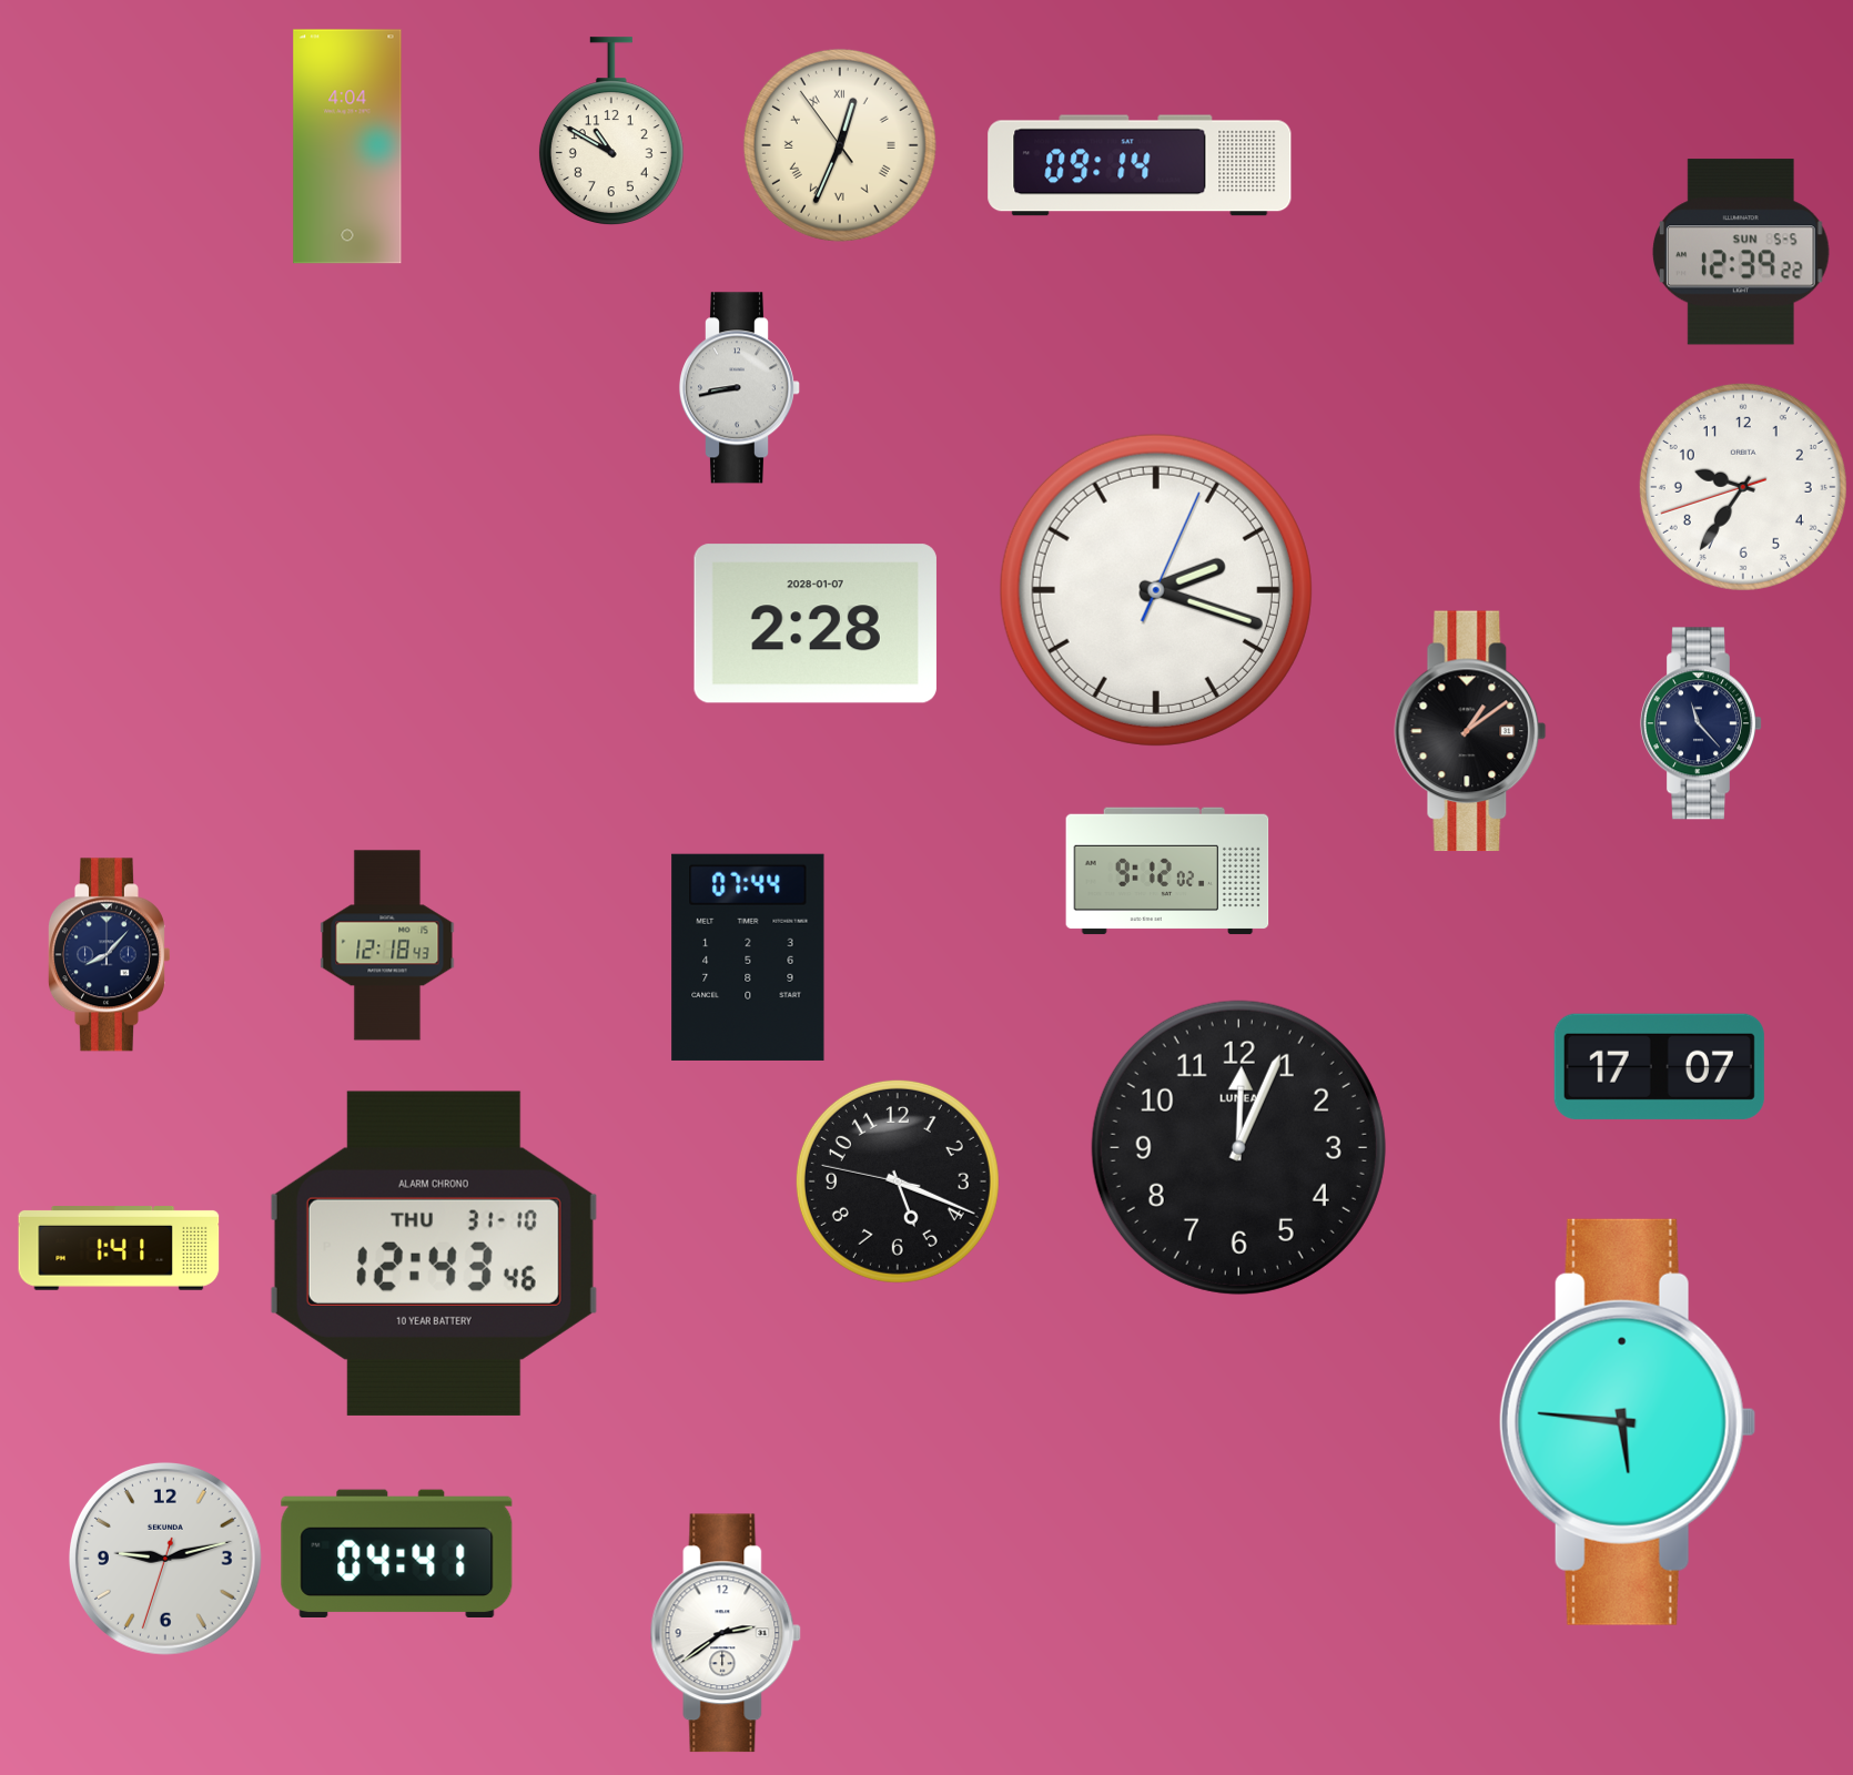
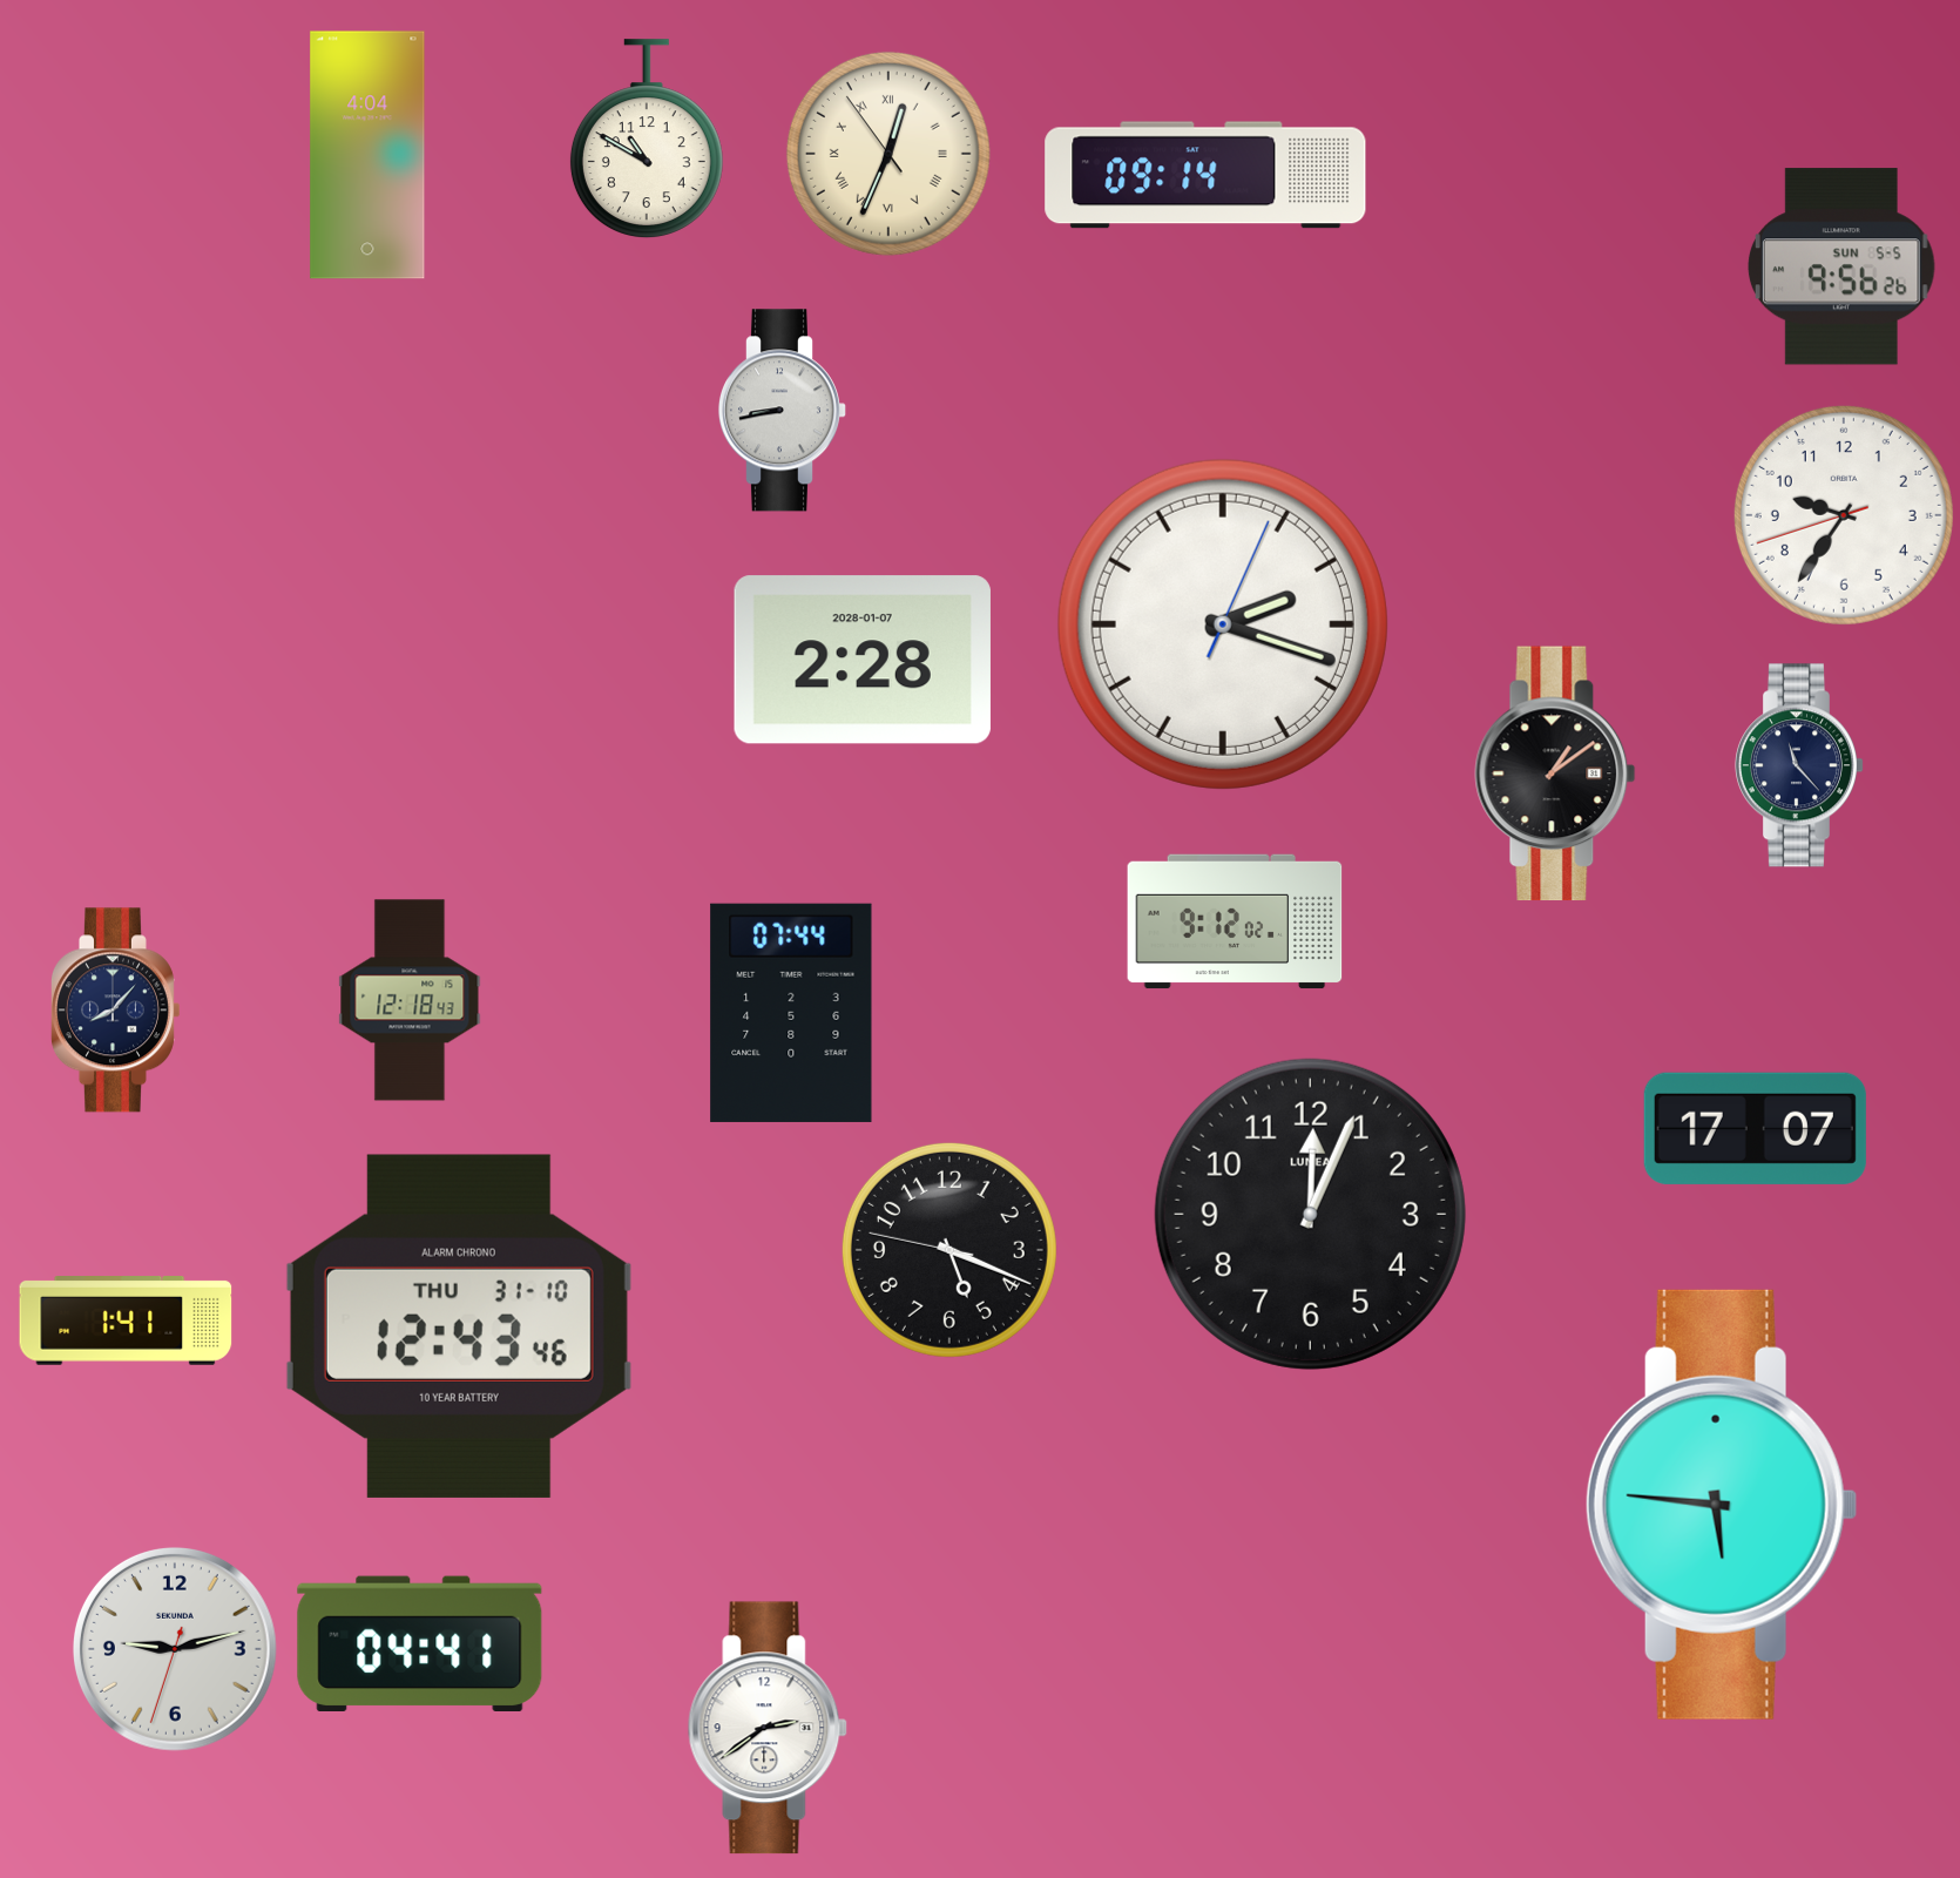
clock at (1742, 252): 12:39 -> 9:56
